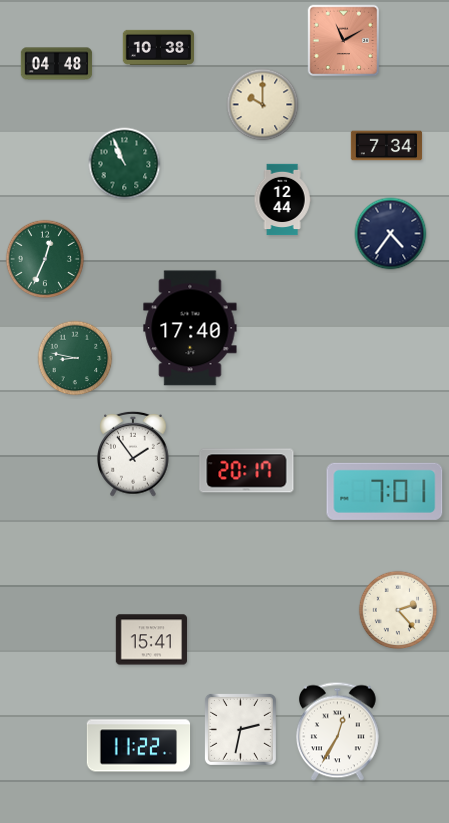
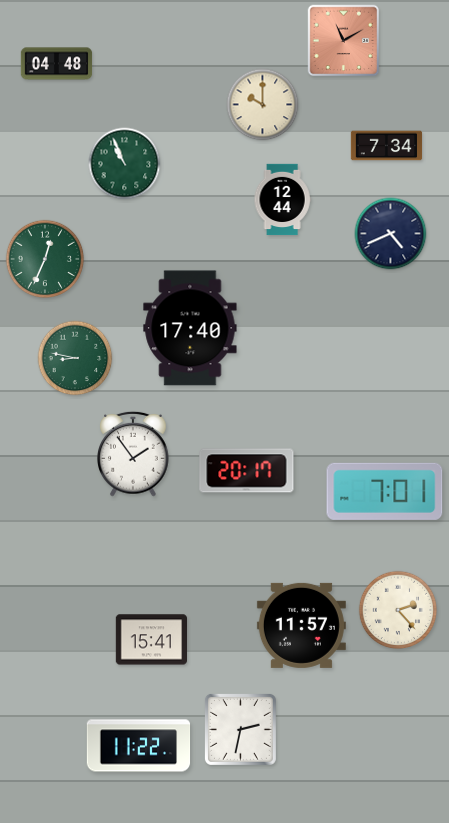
clock at (158, 47): 10:38 -> none
clock at (391, 234): 4:36 -> 4:41
clock at (301, 625): none -> 11:57
clock at (338, 732): 12:35 -> none
